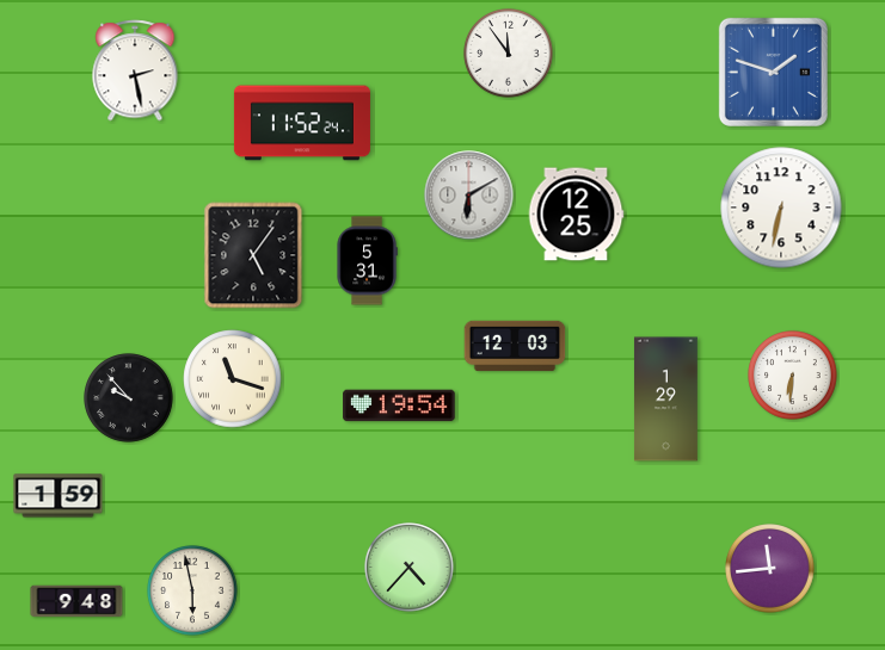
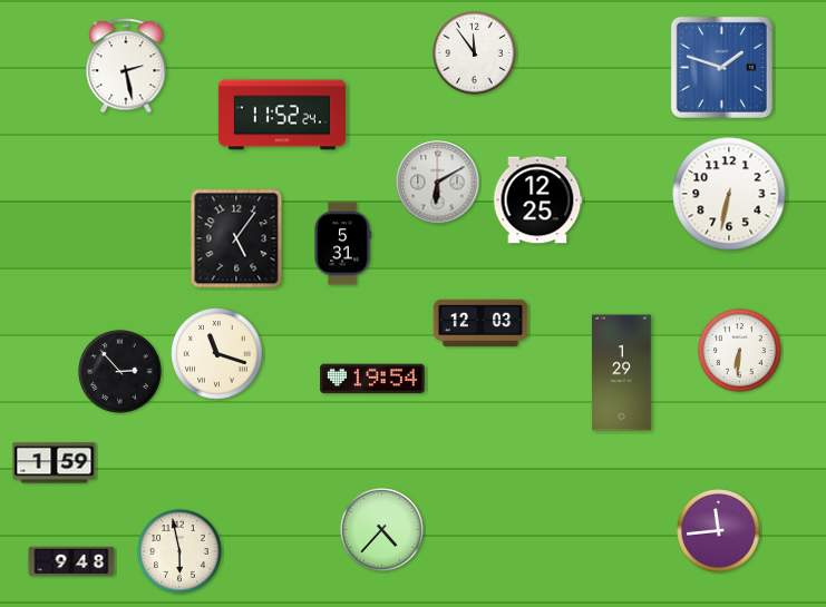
clock at (509, 54) position: (509, 54) -> (475, 53)
clock at (129, 398): 9:53 -> 2:53
